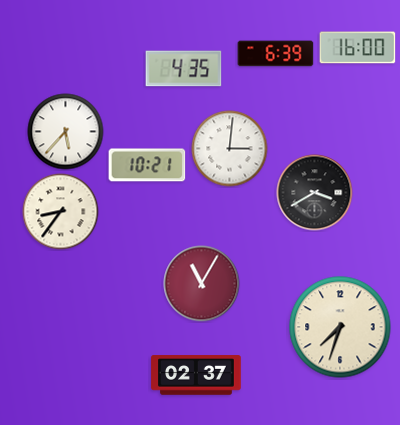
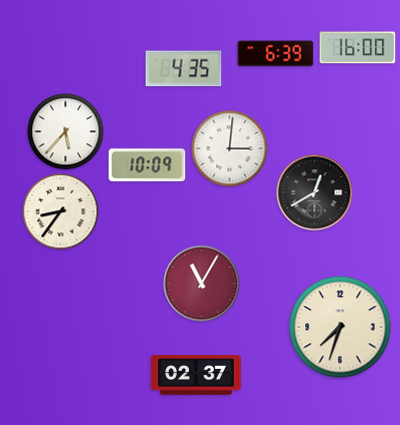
clock at (147, 165): 10:21 -> 10:09
clock at (315, 193): 3:40 -> 12:40
